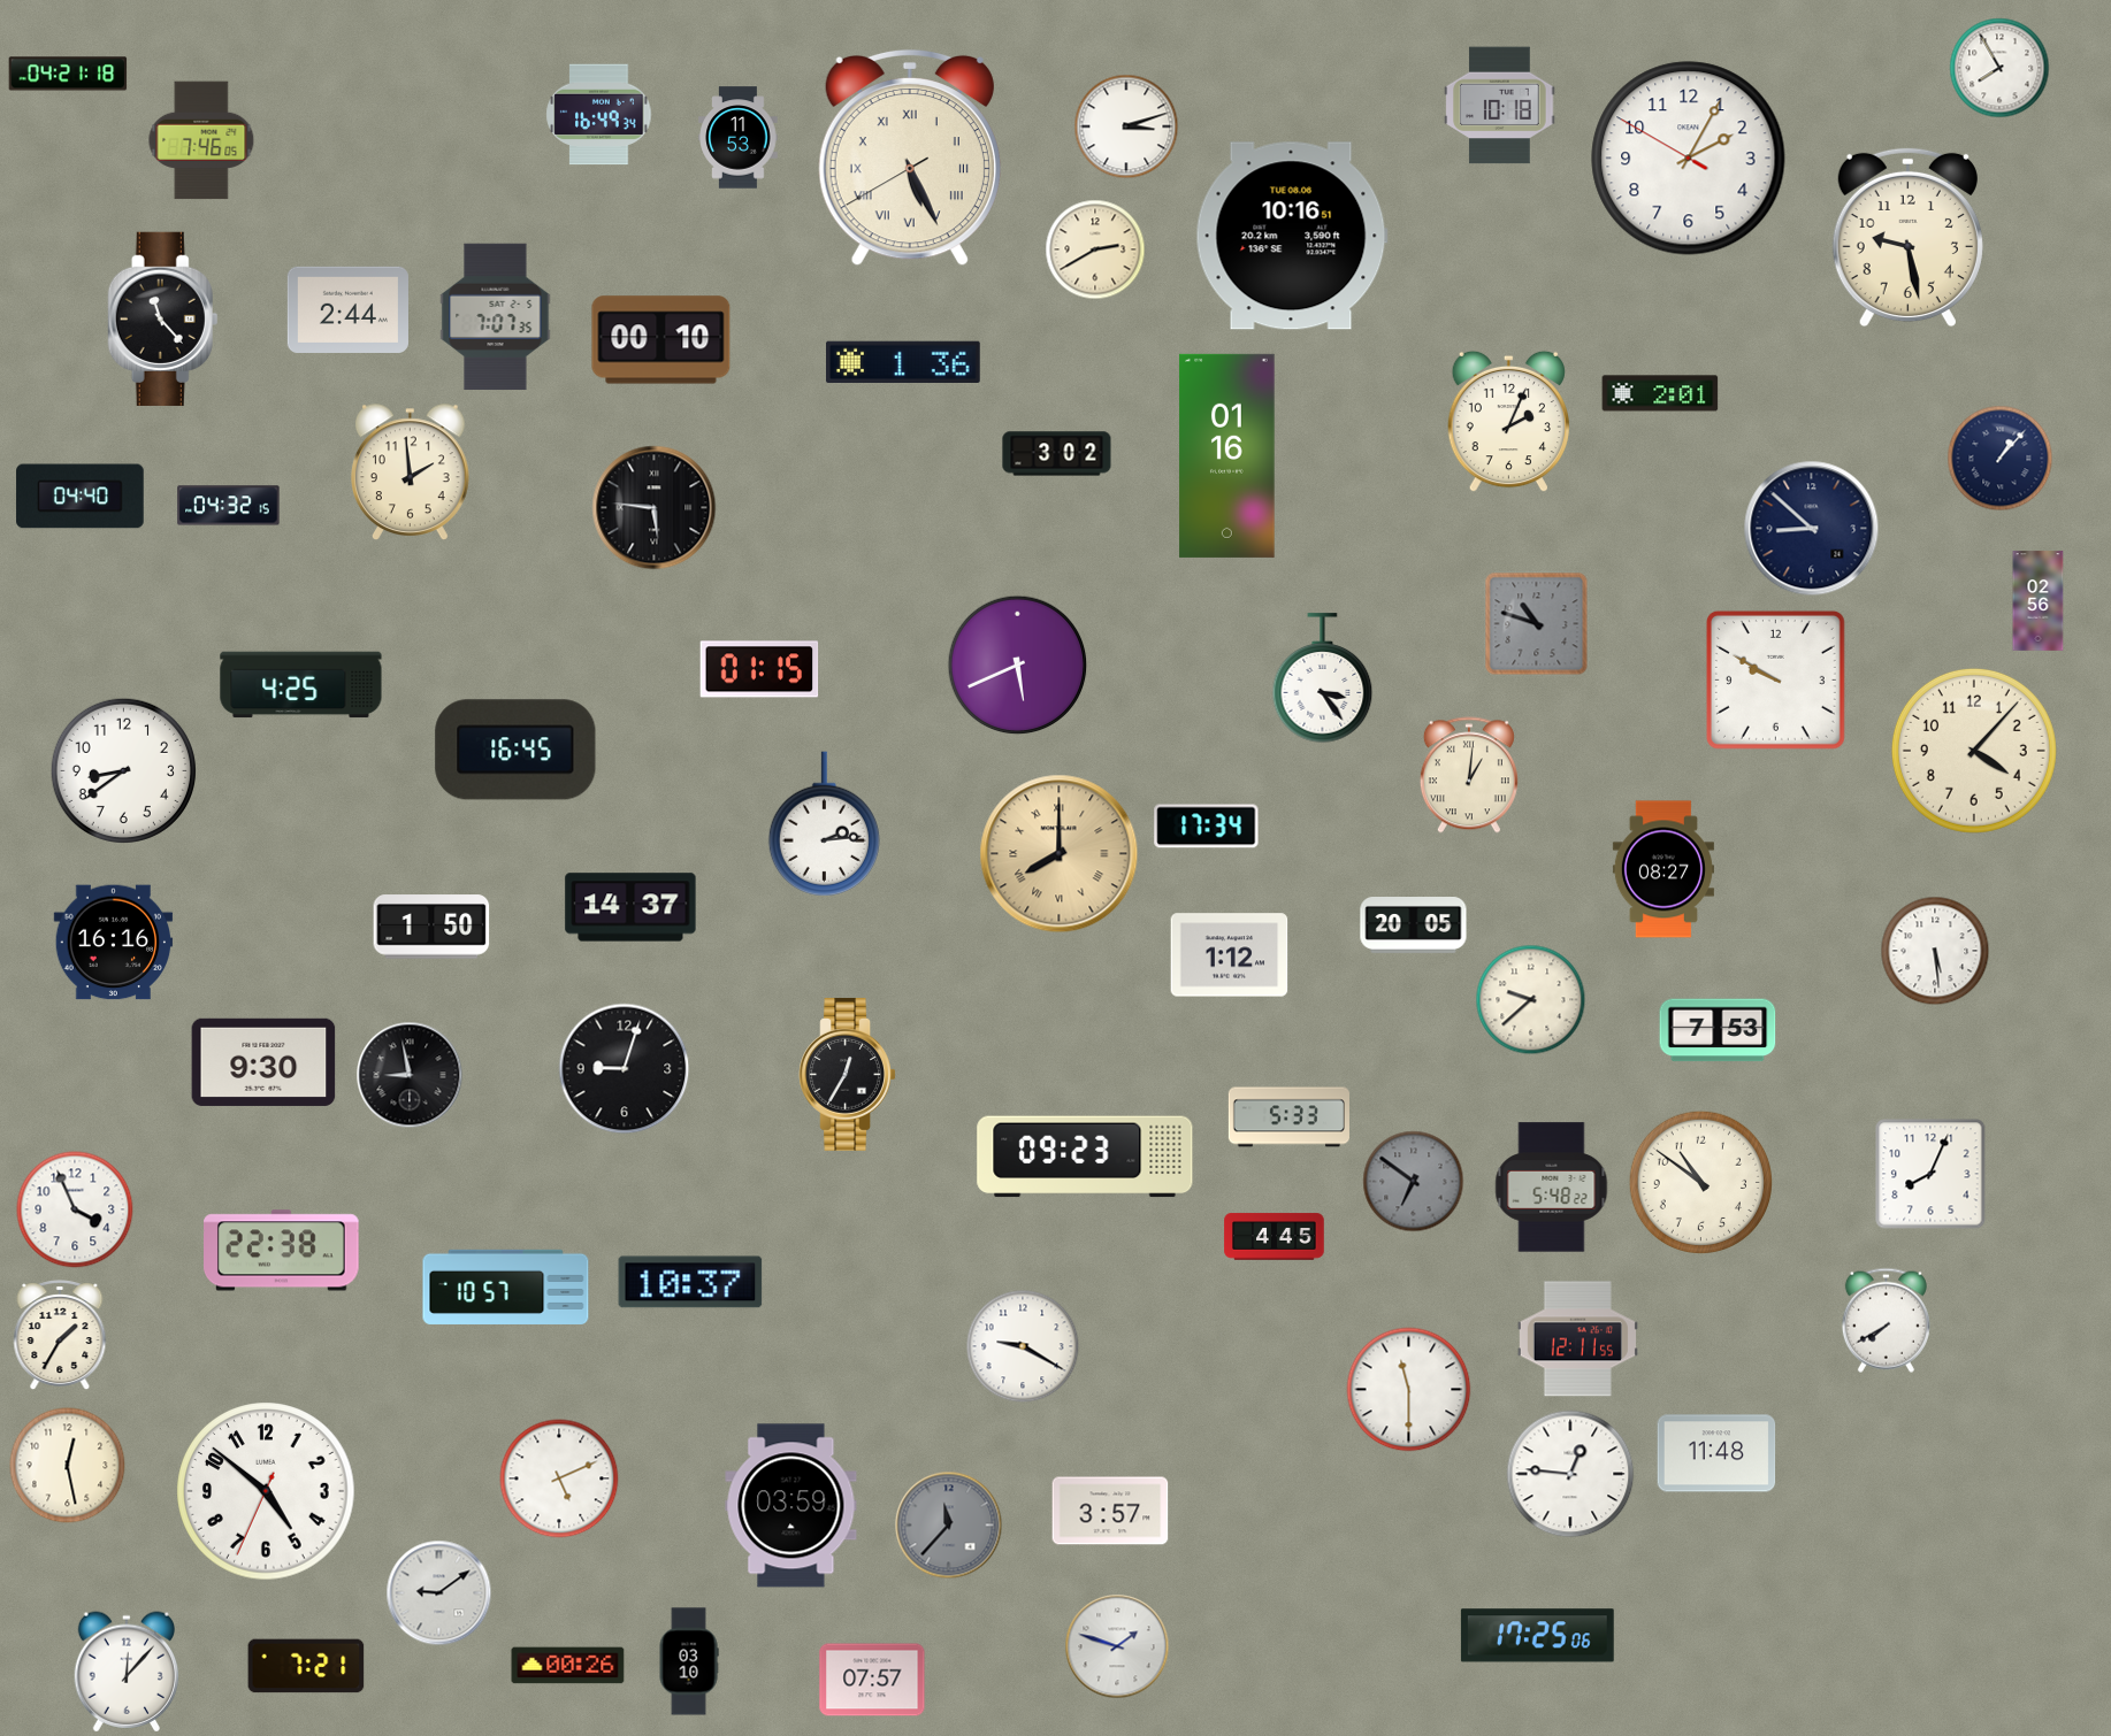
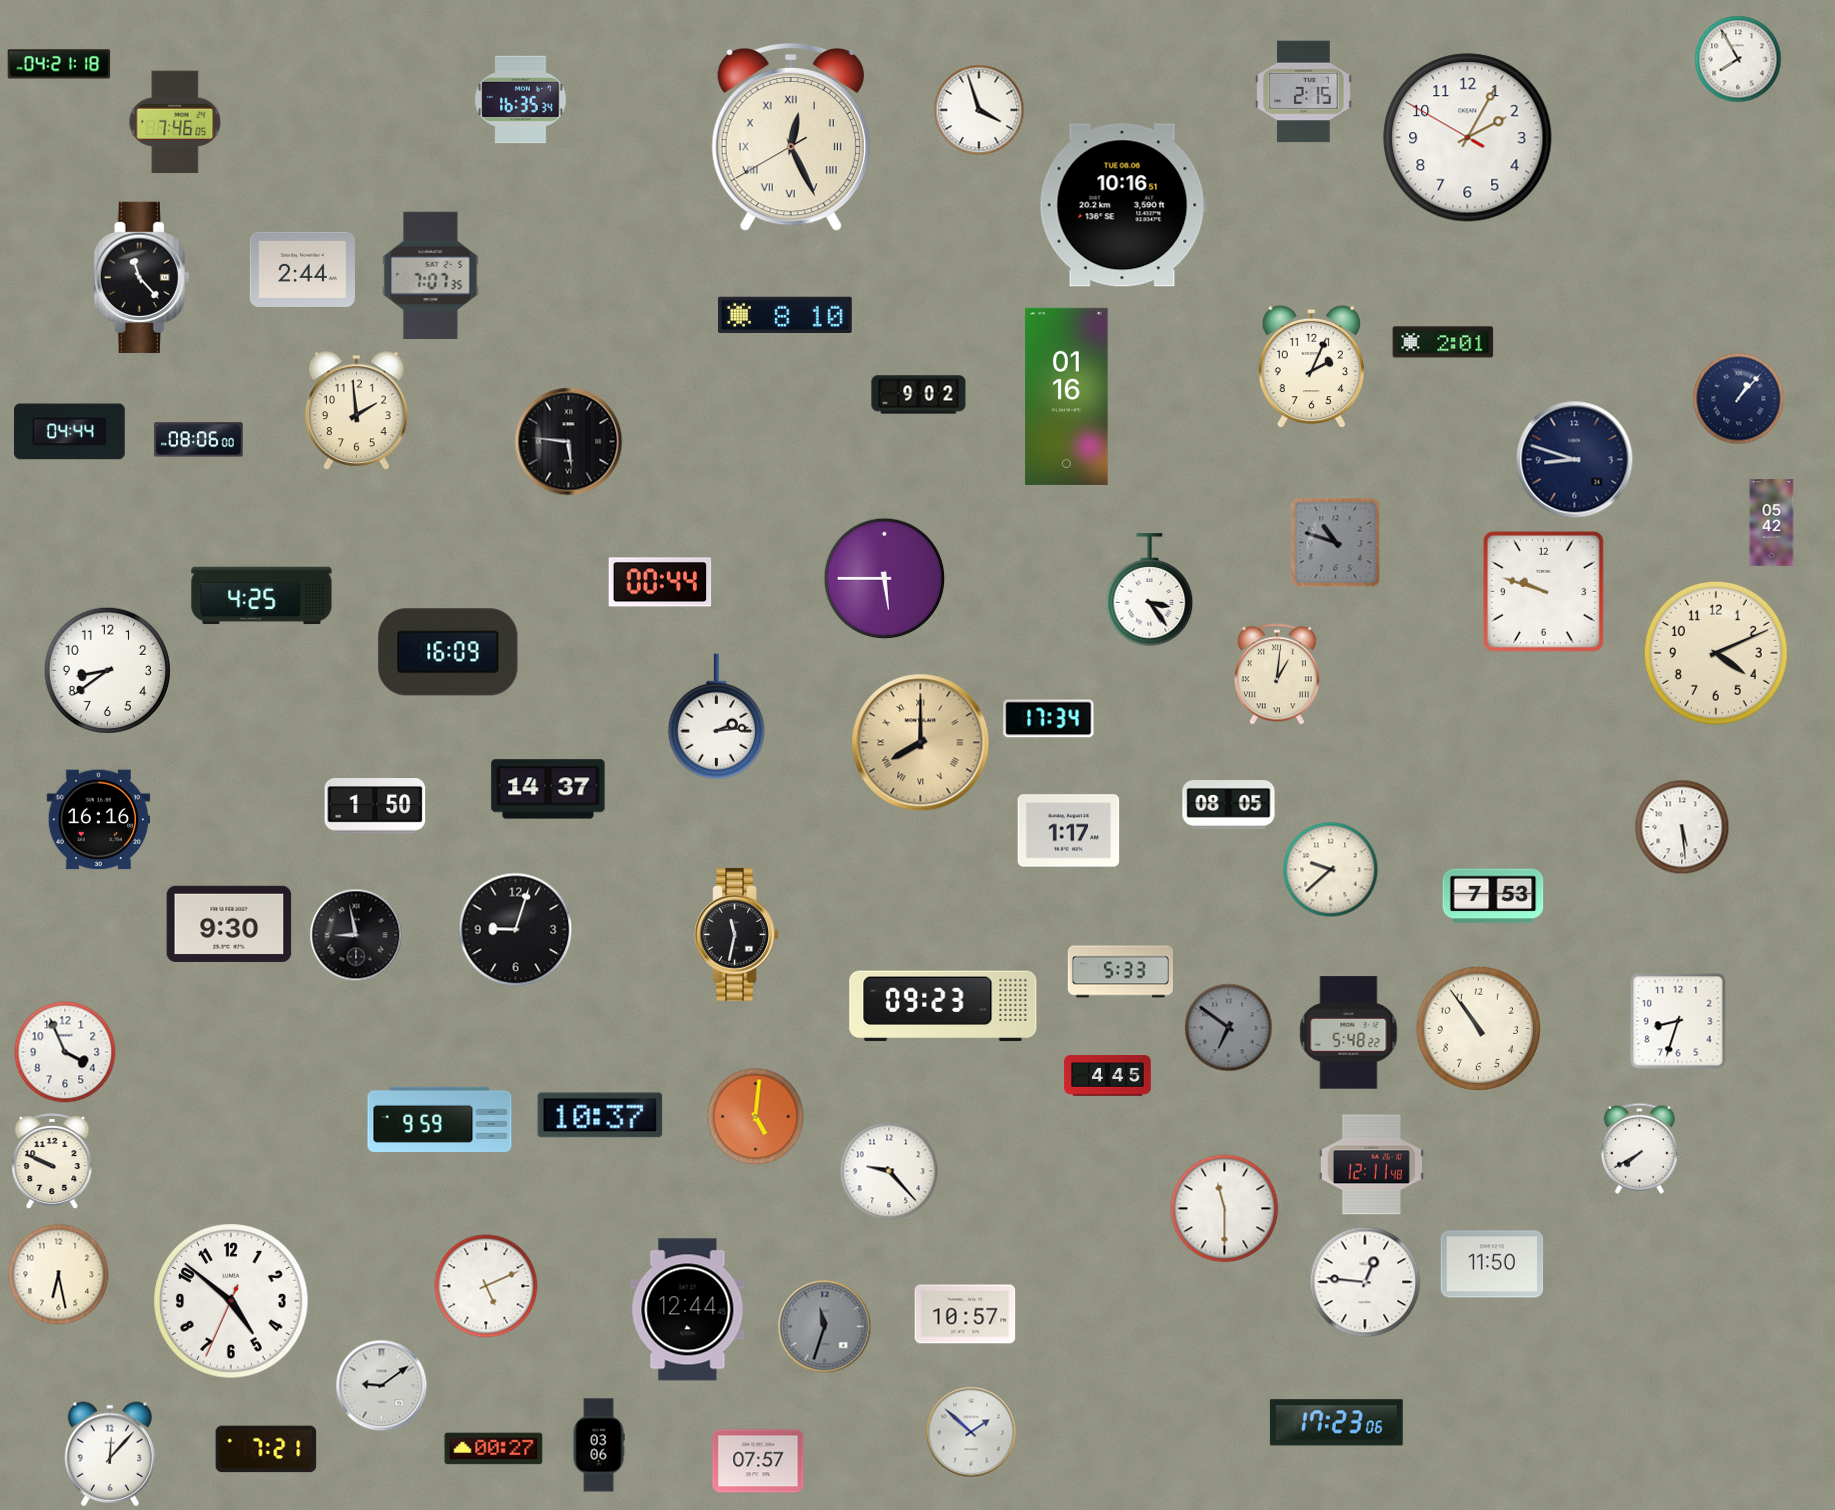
clock at (1500, 106): 10:18 -> 2:15
clock at (599, 115): 16:49 -> 16:35
clock at (1126, 126): 3:12 -> 3:57
clock at (739, 138): 11:53 -> none
clock at (910, 158): 5:25 -> 12:25
clock at (1907, 238): 9:28 -> none
clock at (1095, 249): 2:40 -> none
clock at (661, 340): 00:10 -> none
clock at (904, 362): 1:36 -> 8:10
clock at (1057, 454): 3:02 -> 9:02
clock at (81, 497): 04:40 -> 04:44
clock at (229, 506): 04:32 -> 08:06
clock at (1812, 529): 8:52 -> 8:48
clock at (2039, 601): 02:56 -> 05:42
clock at (1018, 666): 5:41 -> 5:45
clock at (759, 669): 01:15 -> 00:44
clock at (1775, 679): 9:50 -> 9:48
clock at (515, 750): 16:45 -> 16:09
clock at (1974, 751): 4:07 -> 4:11
clock at (1663, 869): 08:27 -> none
clock at (1414, 925): 20:05 -> 08:05
clock at (1230, 955): 1:12 -> 1:17
clock at (625, 1069) position: (625, 1069) -> (516, 930)
clock at (847, 1074): 12:35 -> 11:32
clock at (1930, 1174): 8:04 -> 8:33
clock at (1700, 1182): 10:51 -> 10:54
clock at (282, 1251): 22:38 -> none
clock at (756, 1117): none -> 5:01
clock at (506, 1286): 10:57 -> 9:59
clock at (60, 1335): 1:35 -> 9:49
clock at (1577, 1339): 12:11:55 -> 12:11:48
clock at (1023, 1346): 9:20 -> 9:23
clock at (1716, 1453): 11:48 -> 11:50
clock at (68, 1466): 12:28 -> 6:28
clock at (266, 1491) position: (266, 1491) -> (231, 1301)
clock at (791, 1506): 03:59 -> 12:44
clock at (1110, 1511): 3:57 -> 10:57
clock at (949, 1526): 11:37 -> 11:33
clock at (1537, 1636): 17:25 -> 17:23
clock at (1117, 1646): 1:48 -> 1:52
clock at (689, 1661): 03:10 -> 03:06
clock at (568, 1666): 00:26 -> 00:27
